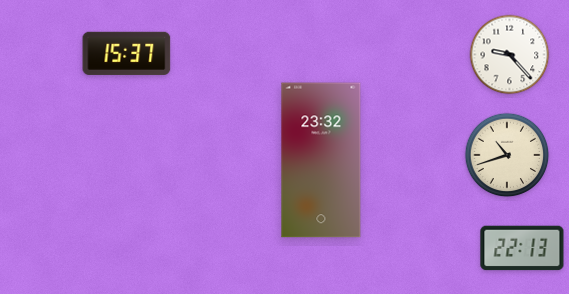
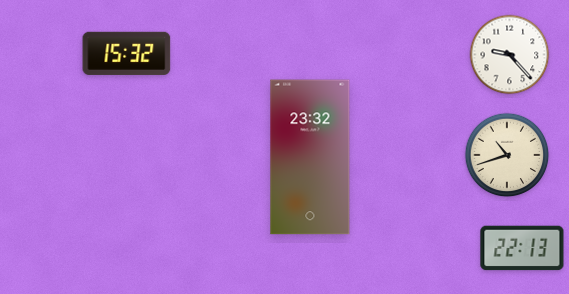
clock at (127, 53): 15:37 -> 15:32
clock at (321, 160) position: (321, 160) -> (310, 157)
